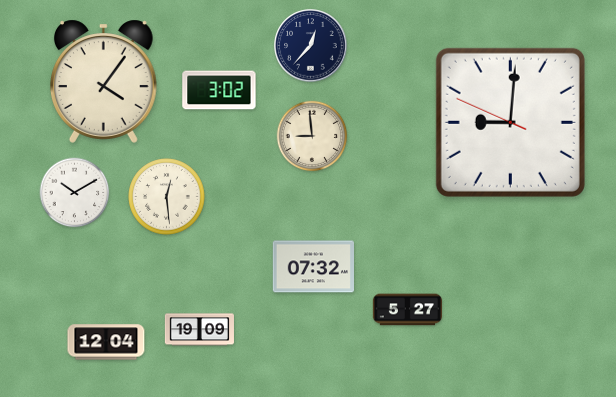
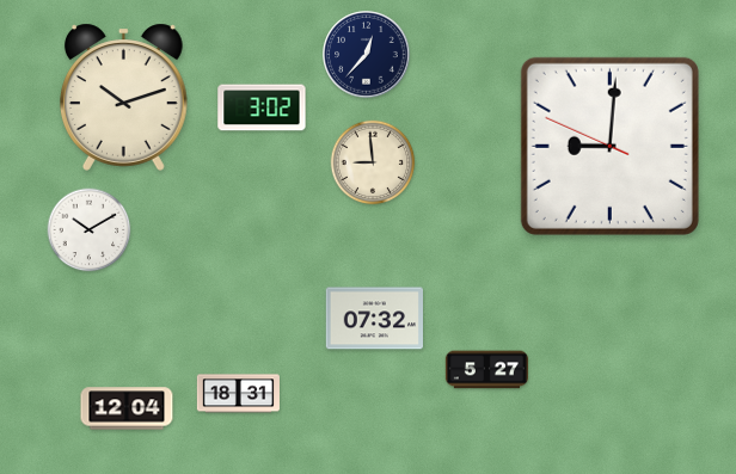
clock at (311, 46) position: (311, 46) -> (367, 55)
clock at (103, 81): 4:06 -> 10:12
clock at (167, 197): 12:29 -> none
clock at (199, 330): 19:09 -> 18:31
